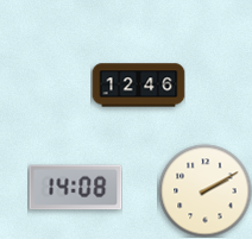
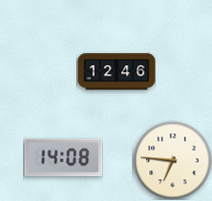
clock at (204, 190): 2:10 -> 6:46
